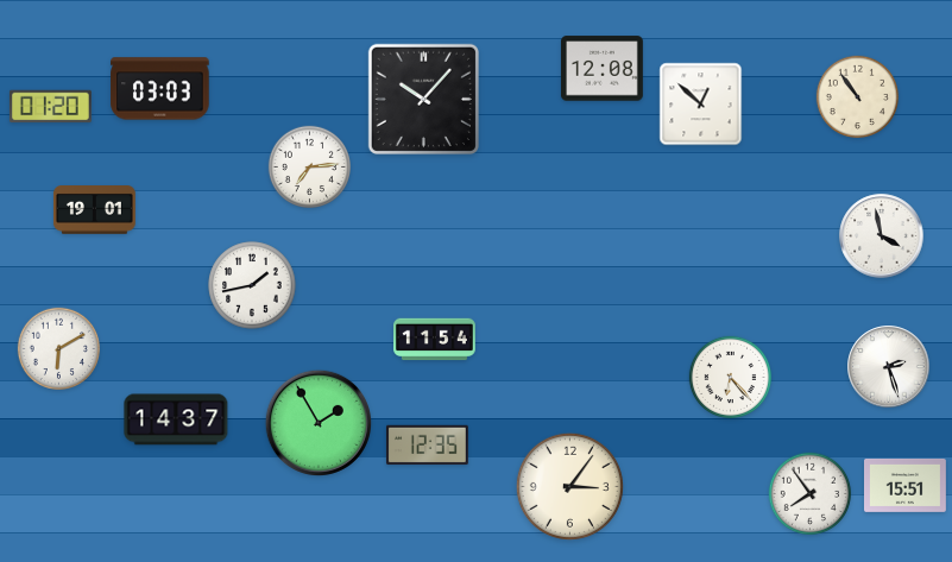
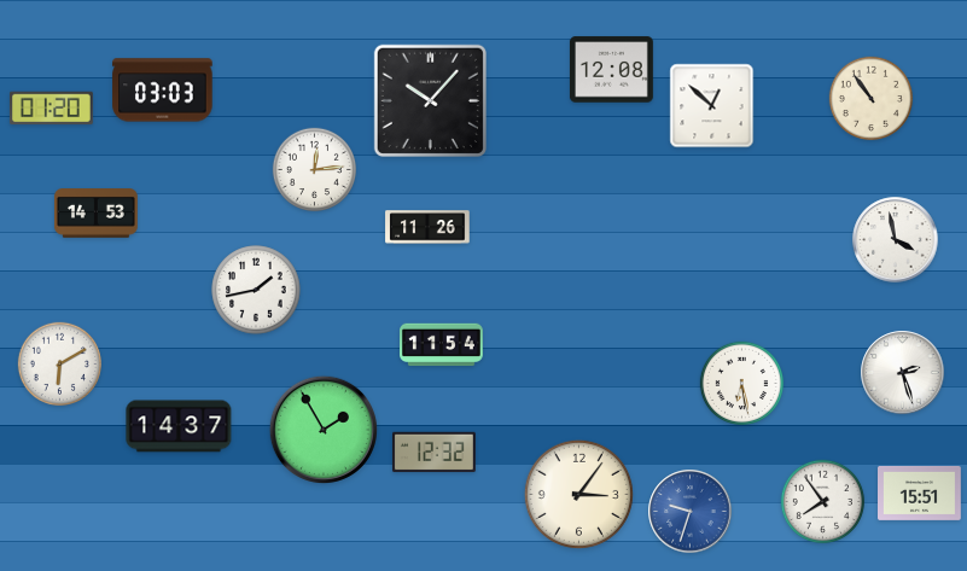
clock at (309, 166): 7:14 -> 12:14
clock at (94, 210): 19:01 -> 14:53
clock at (427, 227): none -> 11:26
clock at (58, 348) position: (58, 348) -> (59, 363)
clock at (730, 377): 6:23 -> 6:28
clock at (427, 446): 12:35 -> 12:32
clock at (691, 512): none -> 9:33
